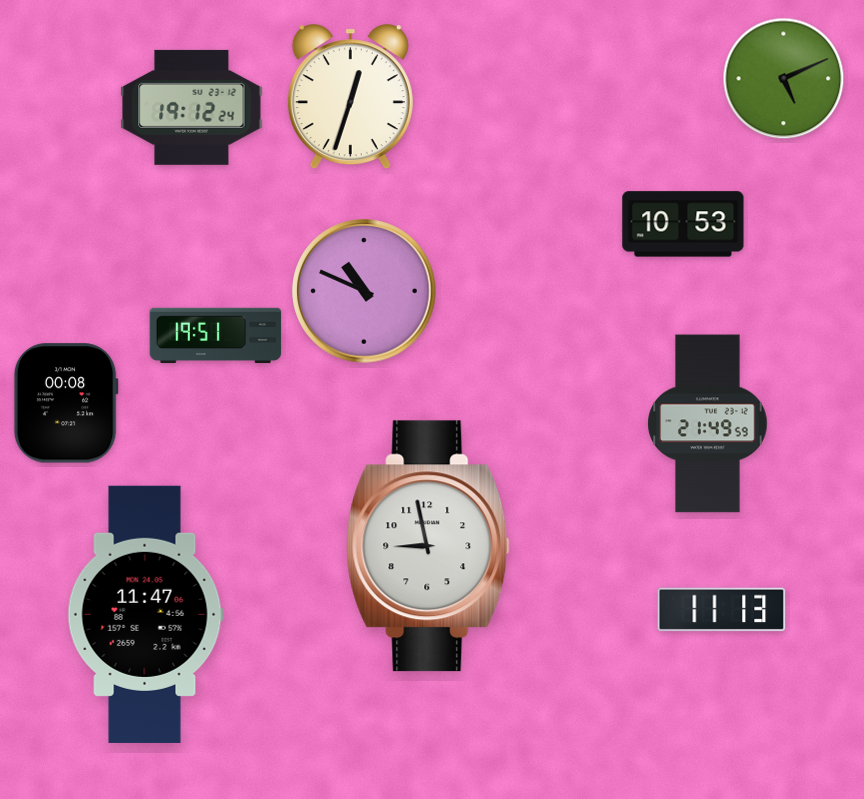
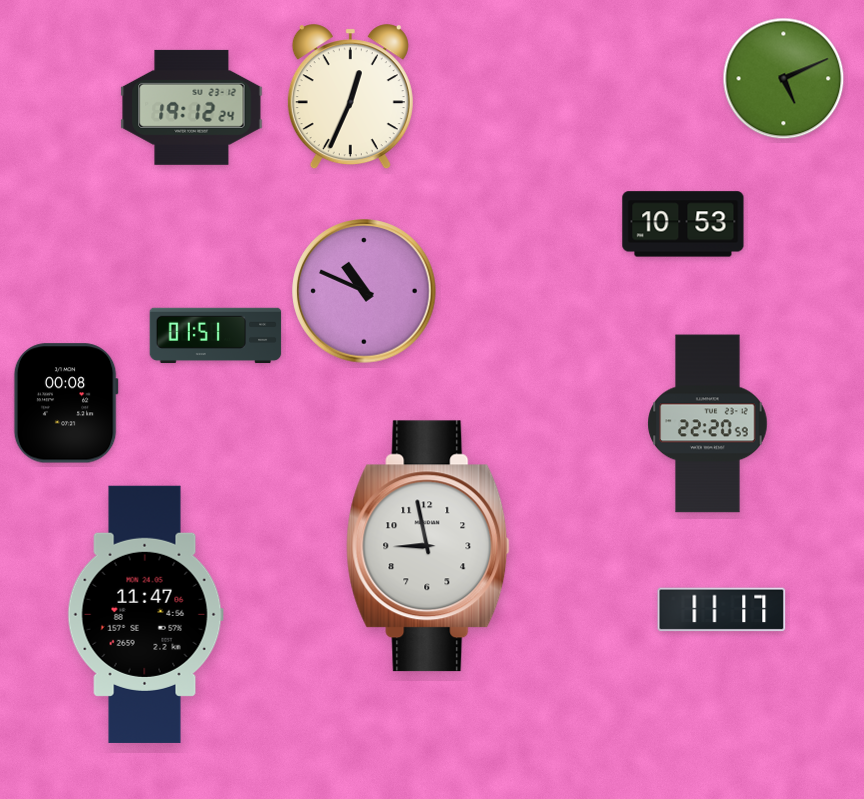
clock at (350, 97): 12:33 -> 12:34
clock at (216, 336): 19:51 -> 01:51
clock at (708, 424): 21:49 -> 22:20
clock at (722, 610): 11:13 -> 11:17
